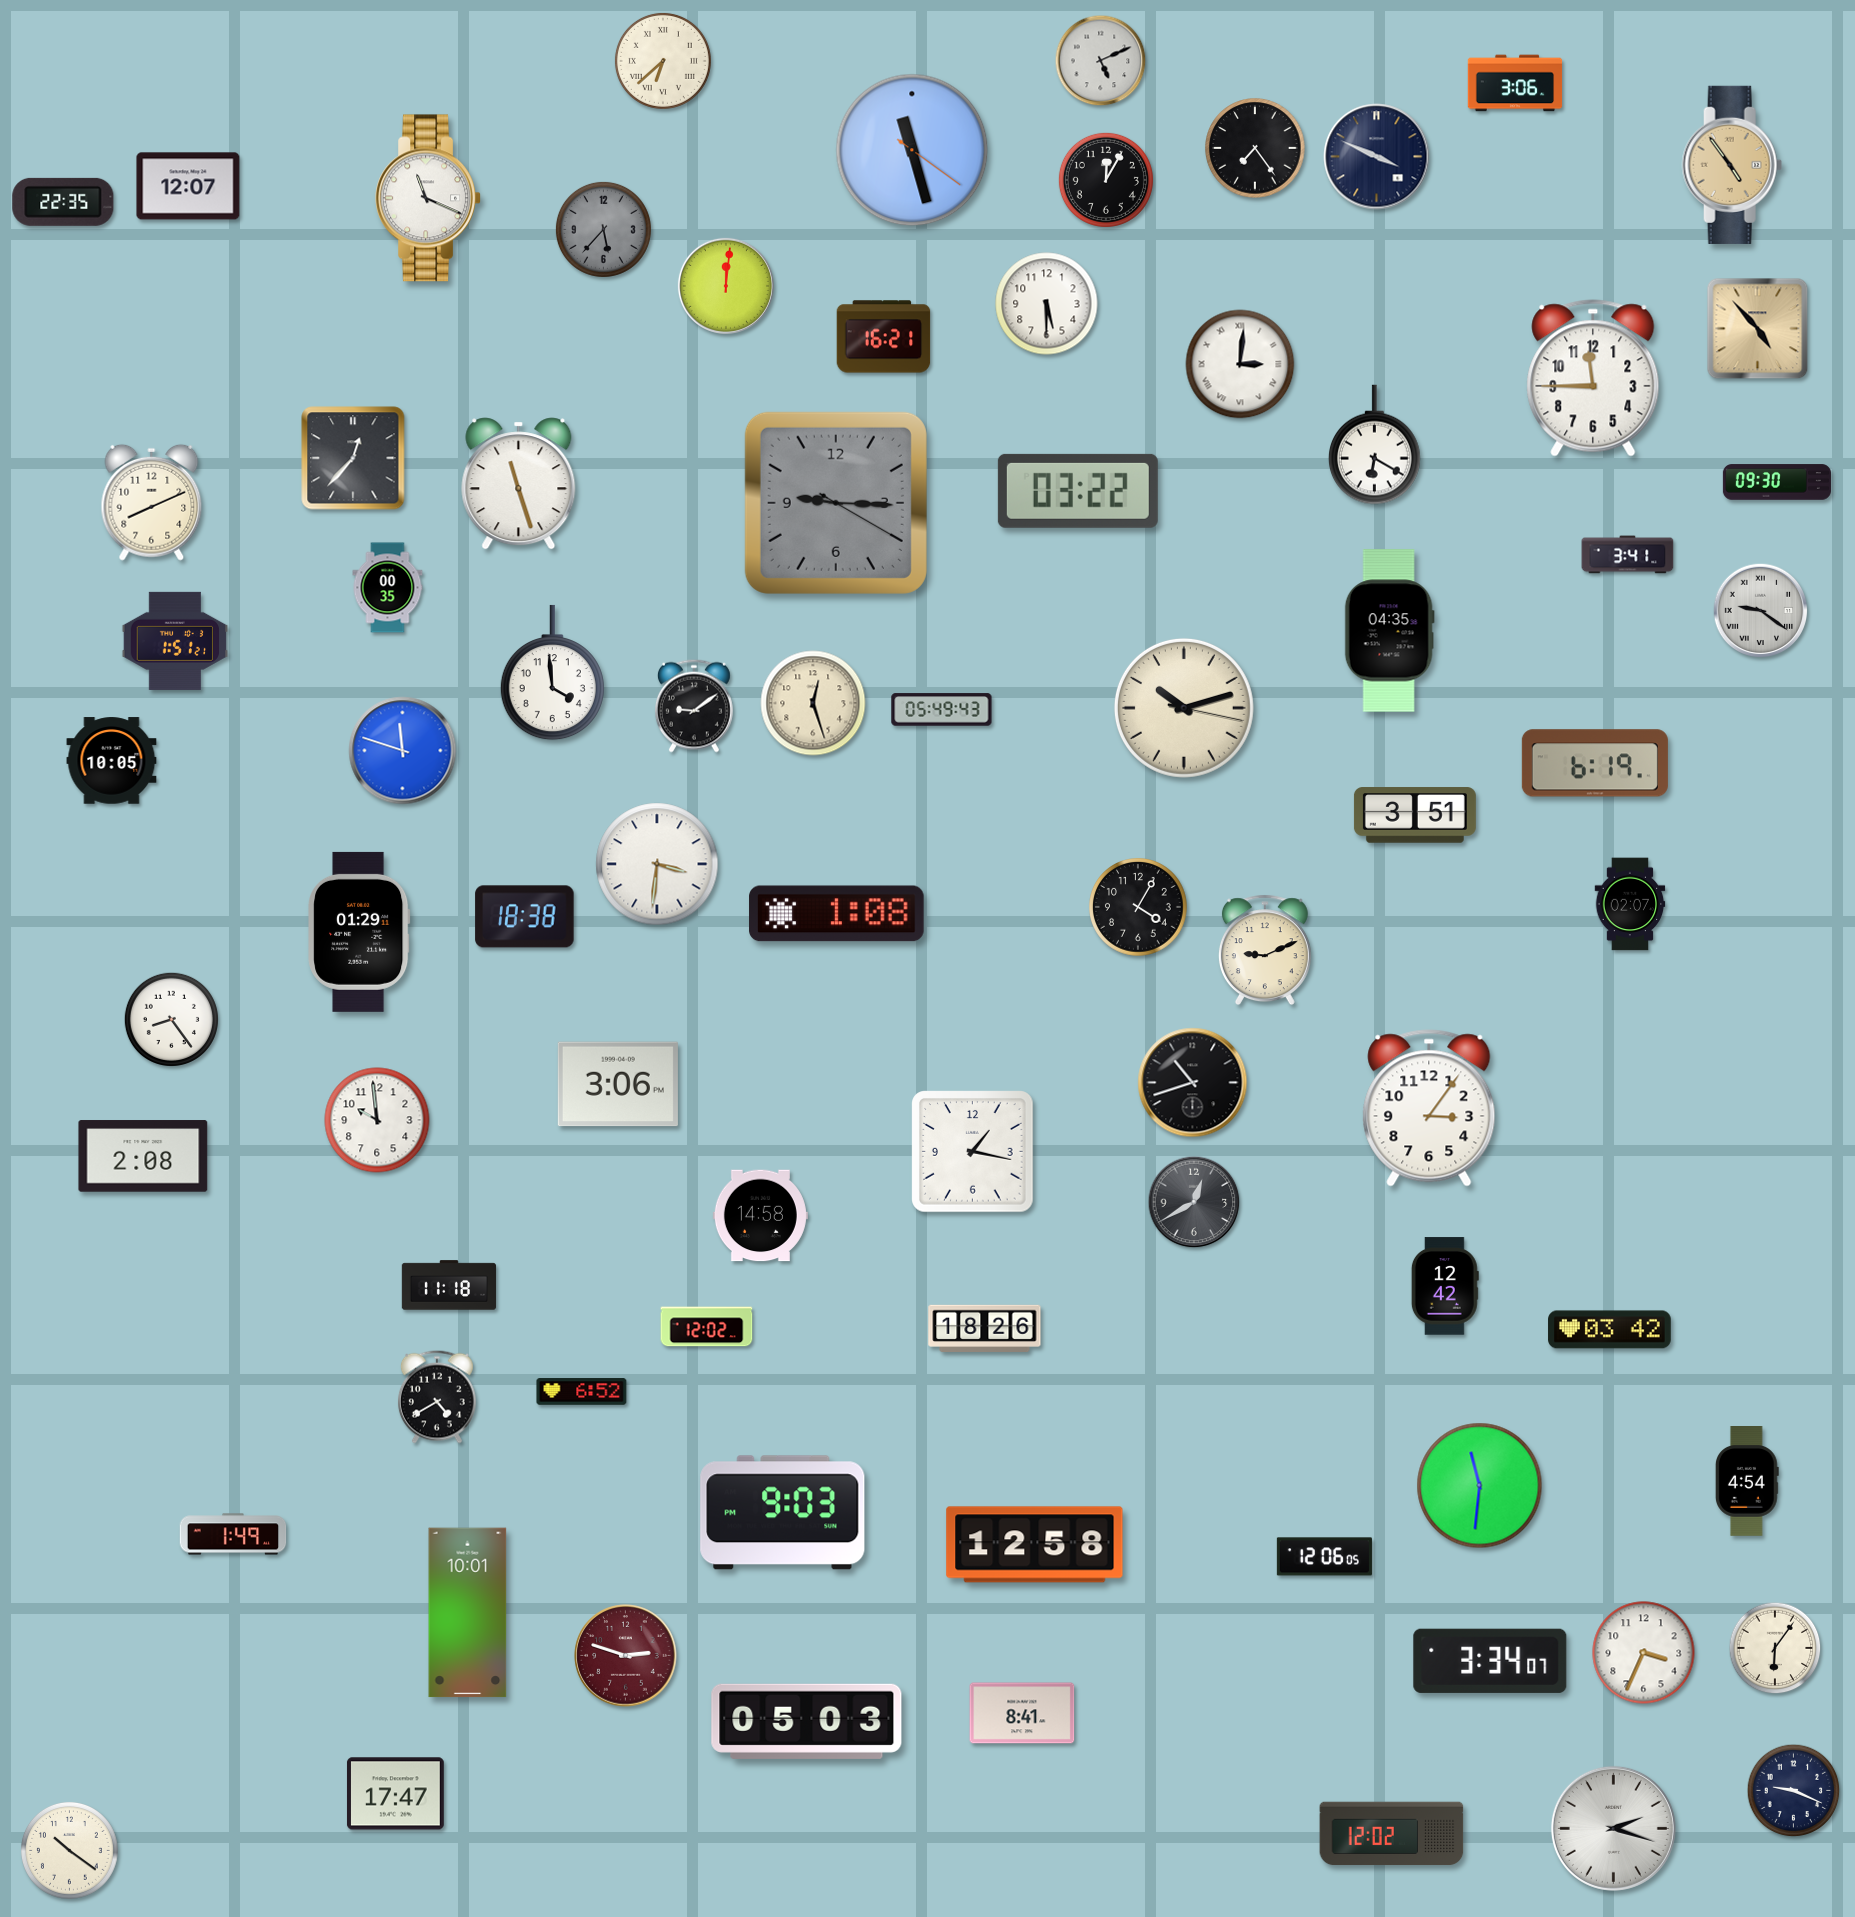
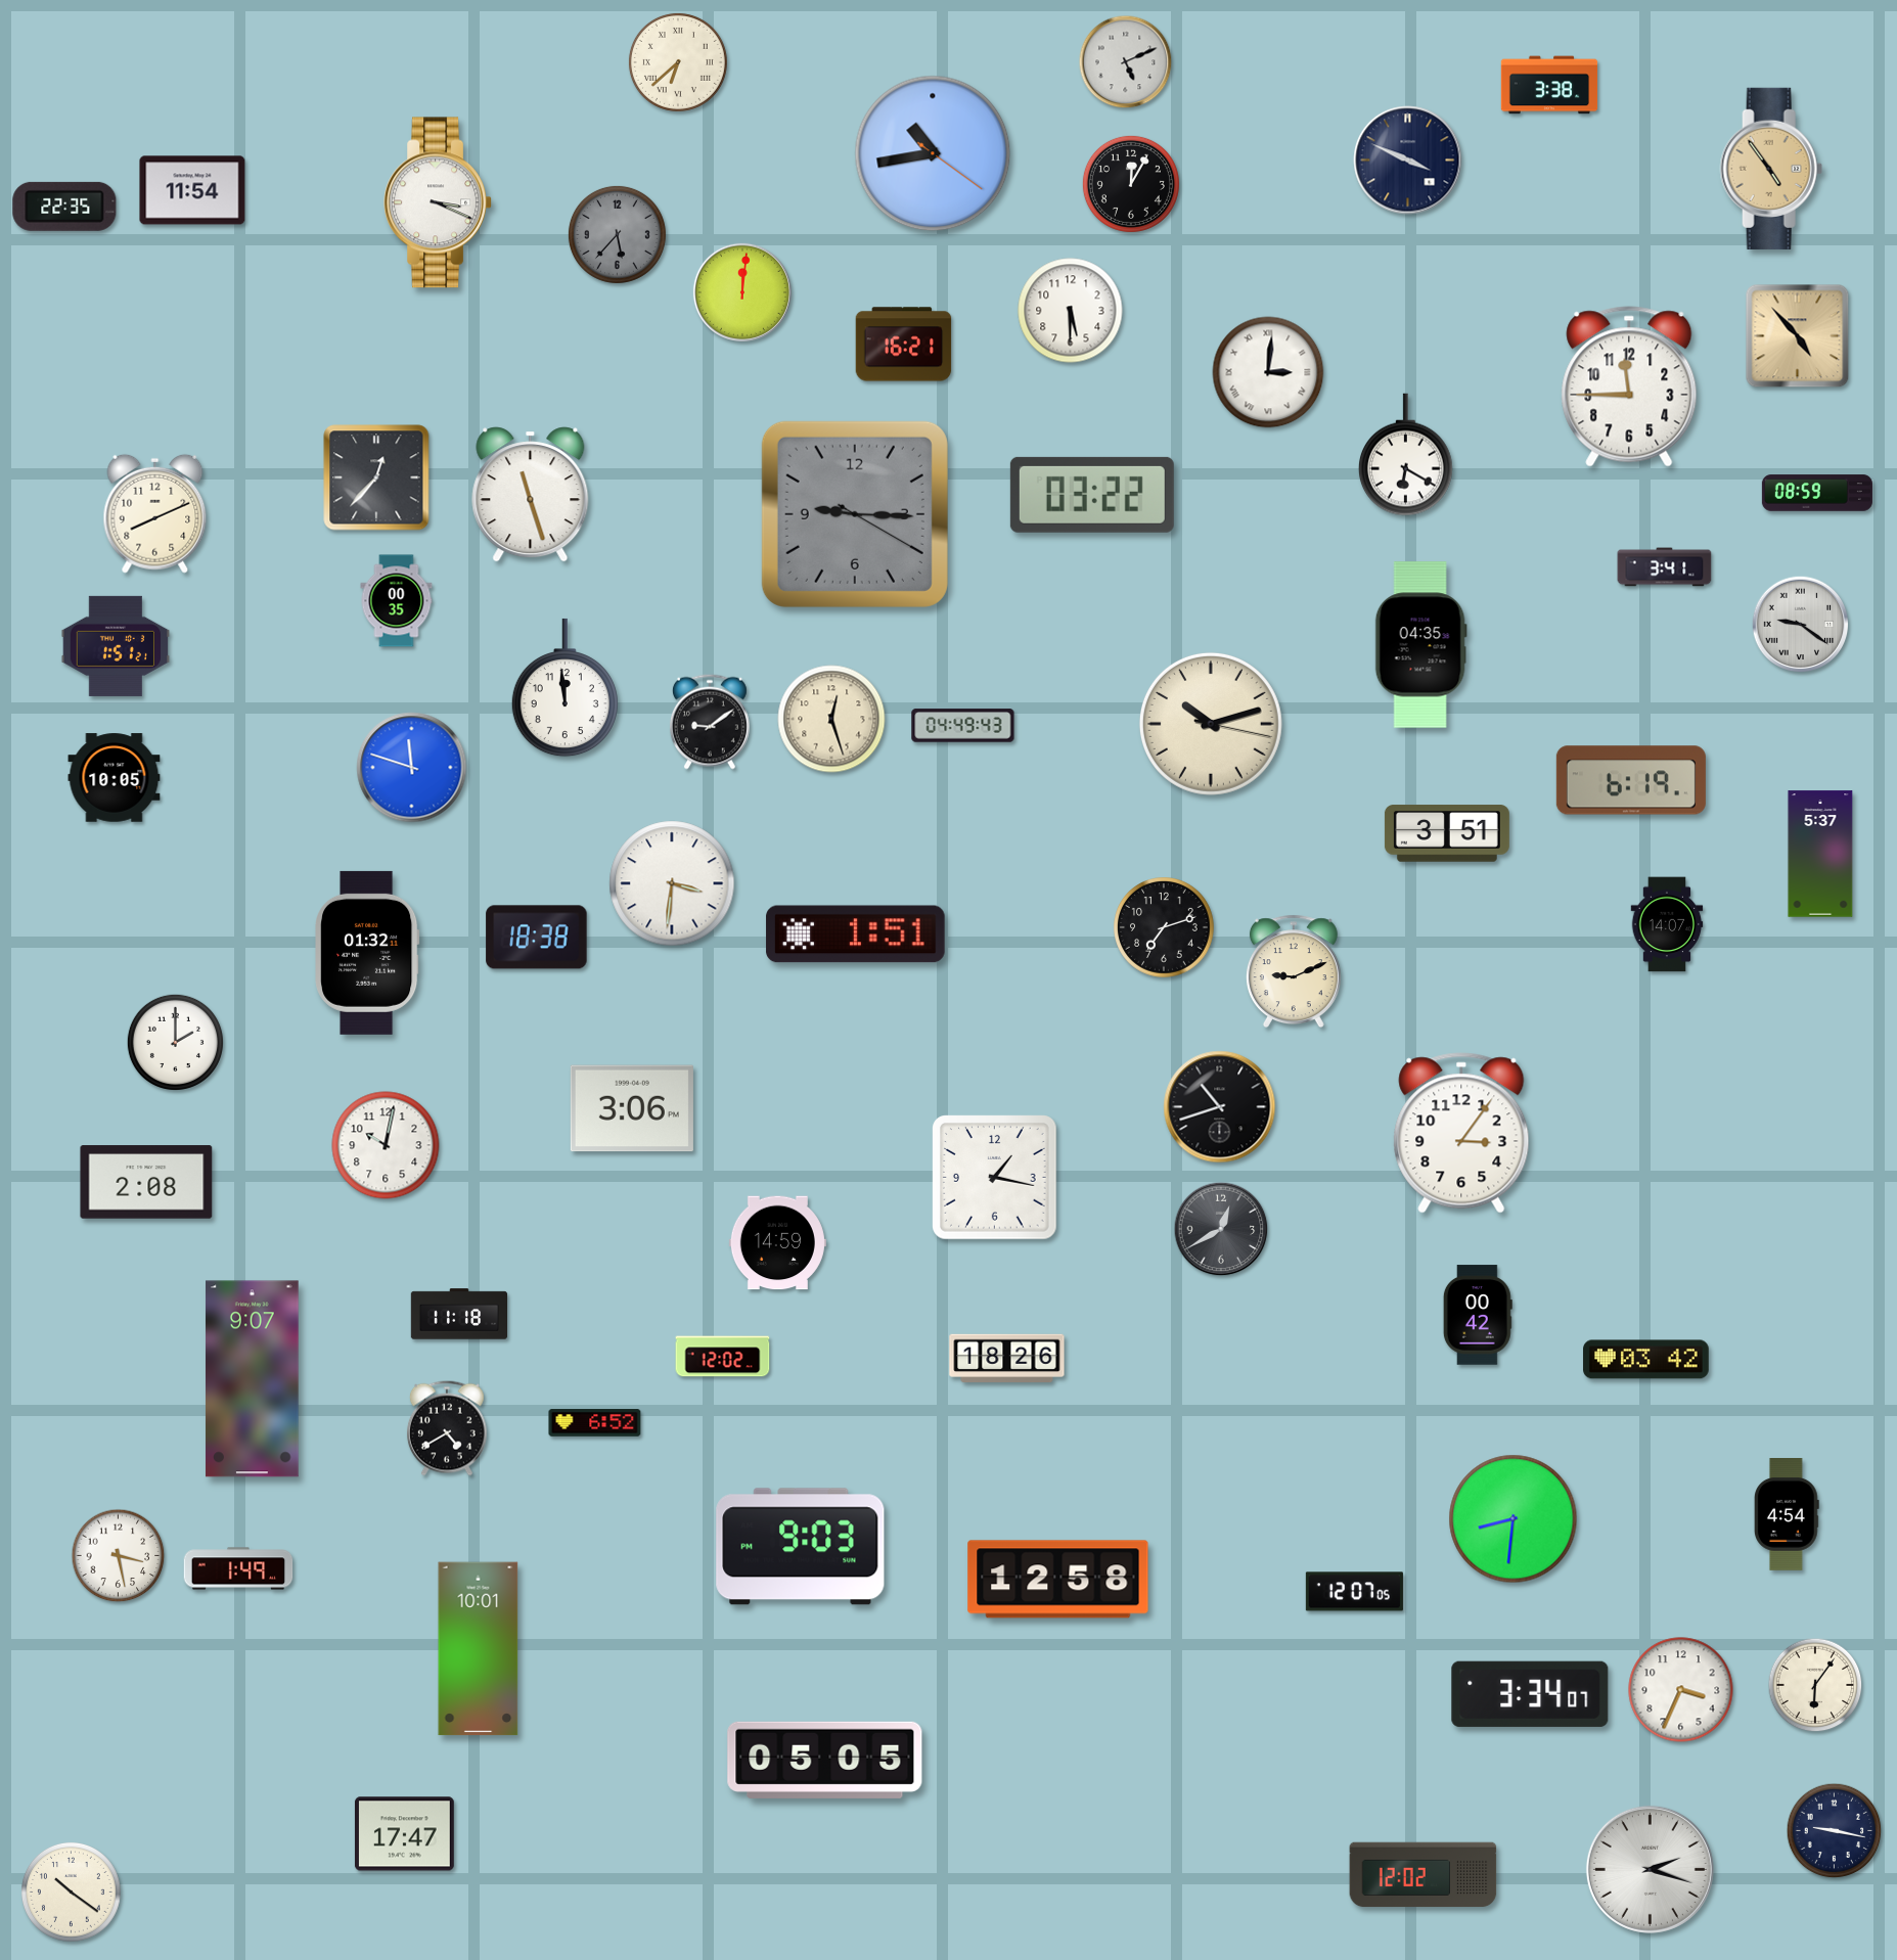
clock at (1515, 83): 3:06 -> 3:38
clock at (1255, 148): 7:24 -> none
clock at (912, 150): 11:27 -> 10:43
clock at (188, 186): 12:07 -> 11:54
clock at (428, 198): 11:19 -> 3:19
clock at (353, 458) position: (353, 458) -> (376, 477)
clock at (1777, 482): 09:30 -> 08:59
clock at (1078, 491) position: (1078, 491) -> (1092, 495)
clock at (175, 641) position: (175, 641) -> (116, 646)
clock at (552, 673): 3:59 -> 11:59
clock at (942, 710): 05:49 -> 04:49
clock at (1820, 854): none -> 5:37
clock at (1630, 904): 02:07 -> 14:07
clock at (1138, 907): 4:05 -> 7:12
clock at (837, 914): 1:08 -> 1:51
clock at (360, 932): 01:29 -> 01:32
clock at (171, 1019): 8:24 -> 2:00
clock at (377, 1120): 9:59 -> 10:02
clock at (760, 1216): 14:58 -> 14:59
clock at (1445, 1286): 12:42 -> 00:42
clock at (253, 1379): none -> 9:07
clock at (1480, 1486): 11:31 -> 8:31
clock at (119, 1556): none -> 3:28
clock at (1324, 1557): 12:06 -> 12:07
clock at (626, 1656): 2:48 -> none
clock at (1490, 1661) position: (1490, 1661) -> (1530, 1694)
clock at (1022, 1713): 8:41 -> none
clock at (807, 1721): 05:03 -> 05:05
clock at (1794, 1791): 9:19 -> 9:17
